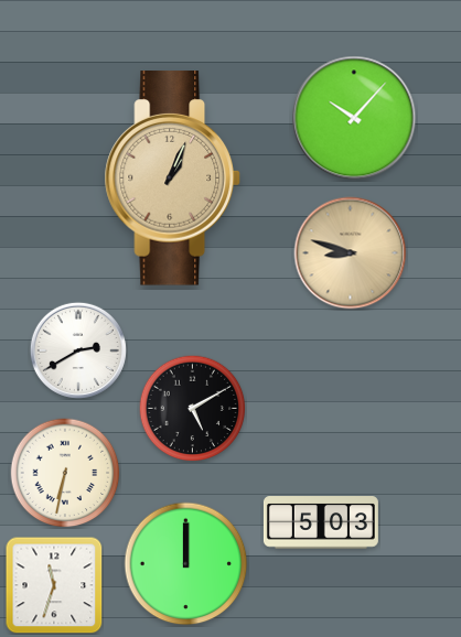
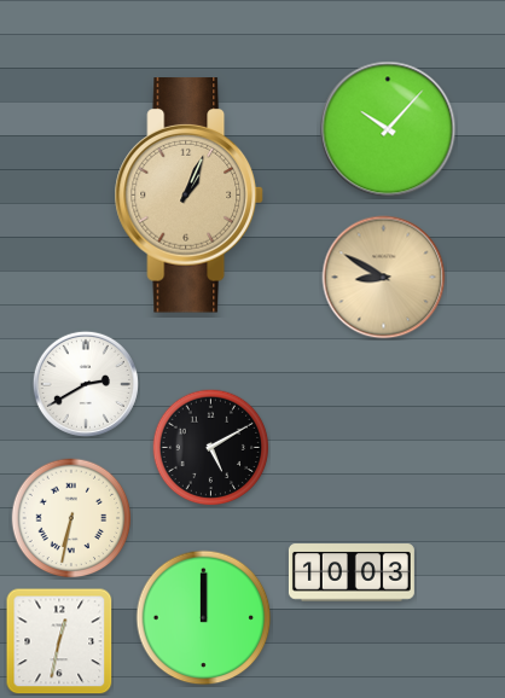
clock at (351, 253): 8:48 -> 8:50
clock at (321, 522): 5:03 -> 10:03
clock at (54, 585): 11:33 -> 12:32
